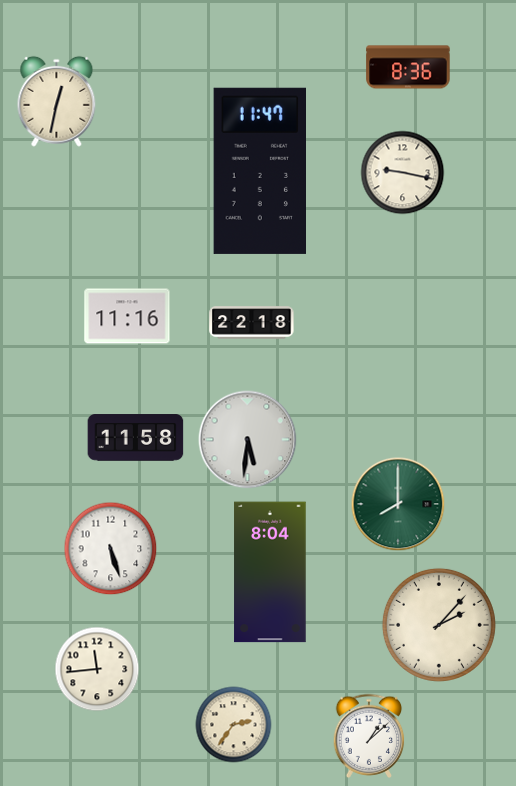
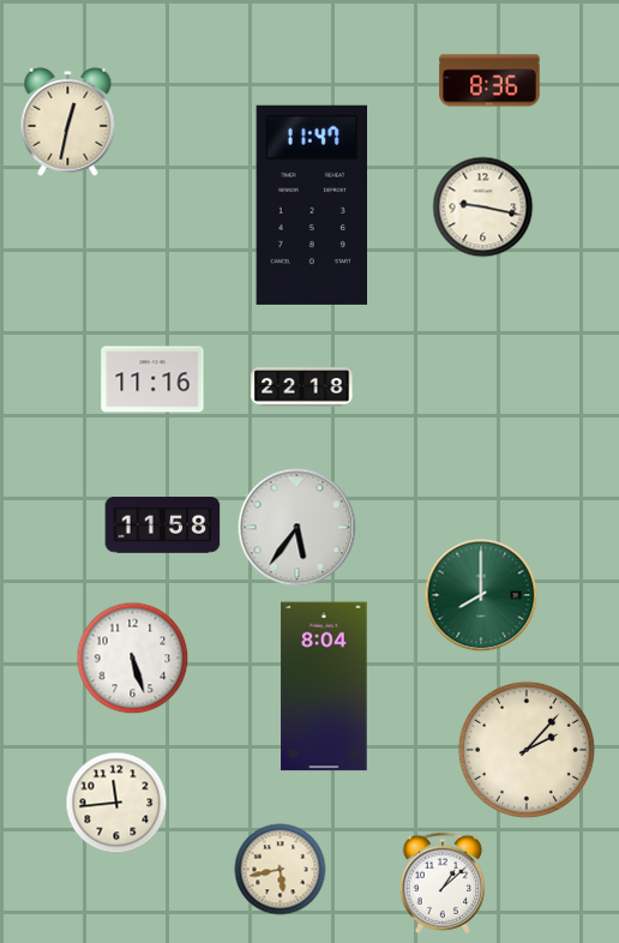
clock at (248, 440): 5:31 -> 5:36
clock at (398, 504) position: (398, 504) -> (481, 595)
clock at (234, 725): 2:36 -> 5:43
